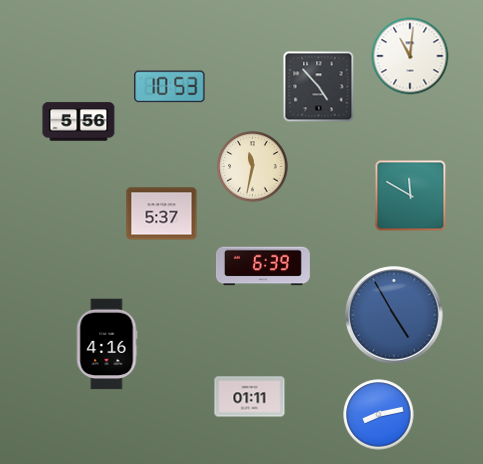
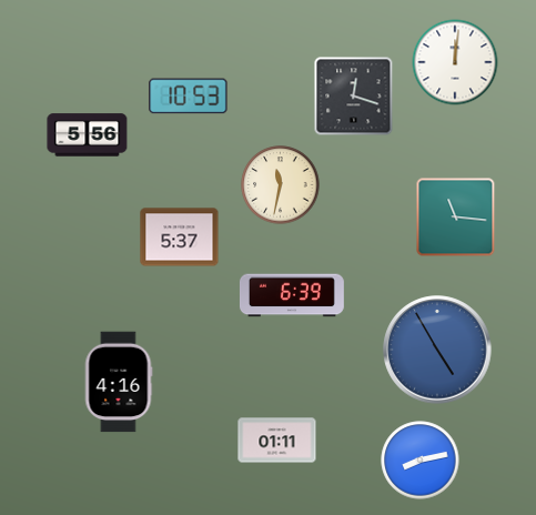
clock at (410, 56): 11:01 -> 12:01
clock at (319, 87): 4:53 -> 12:18
clock at (411, 196): 11:50 -> 11:16
